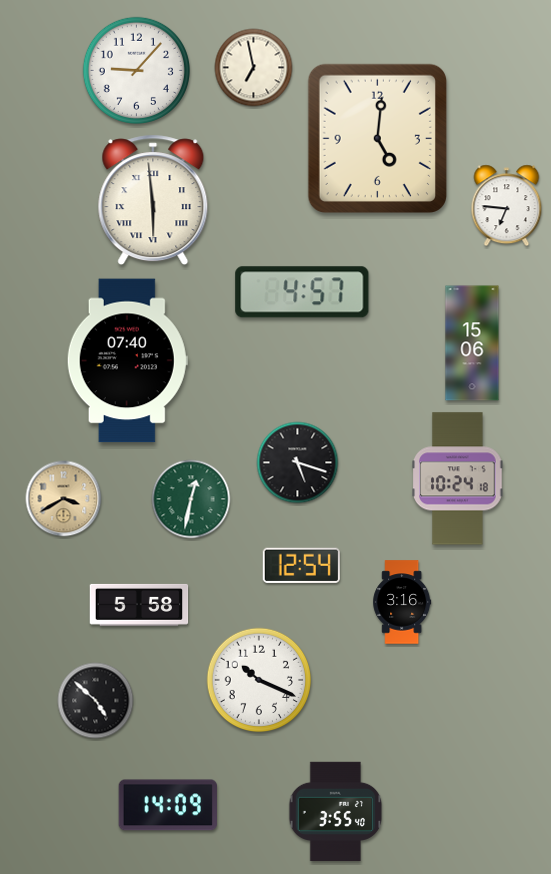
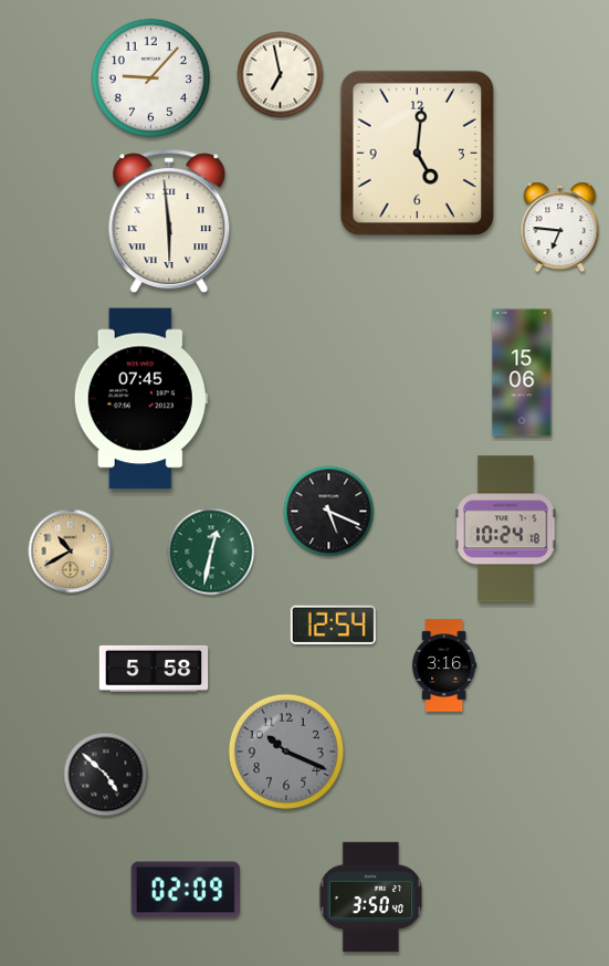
clock at (302, 292): 4:57 -> none
clock at (472, 343) position: (472, 343) -> (522, 372)
clock at (127, 361): 07:40 -> 07:45
clock at (298, 463): 5:18 -> 5:19
clock at (64, 499): 3:40 -> 10:40
clock at (259, 680) dial: white -> grey
clock at (167, 805): 14:09 -> 02:09
clock at (336, 811): 3:55 -> 3:50
